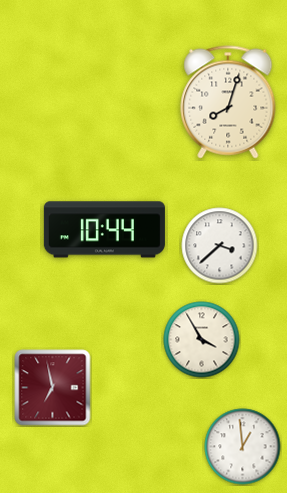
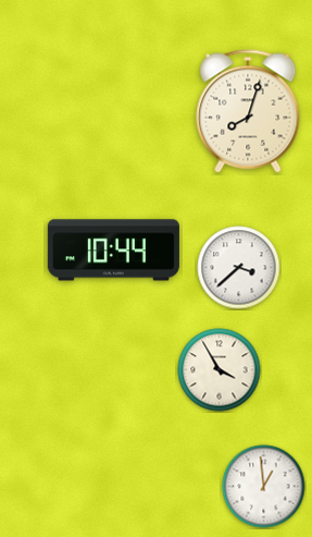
clock at (53, 388): 6:58 -> none
